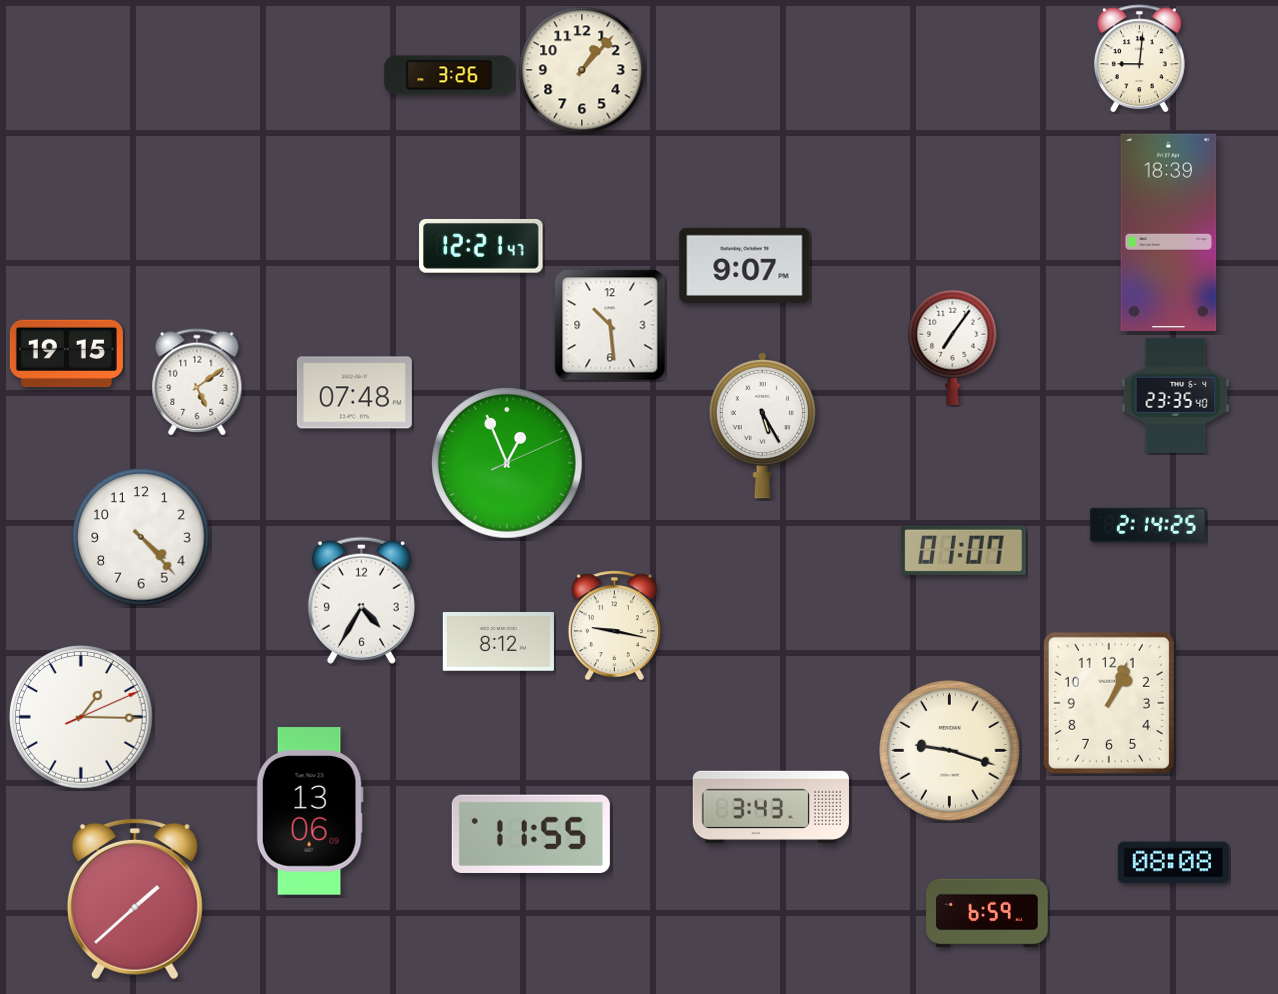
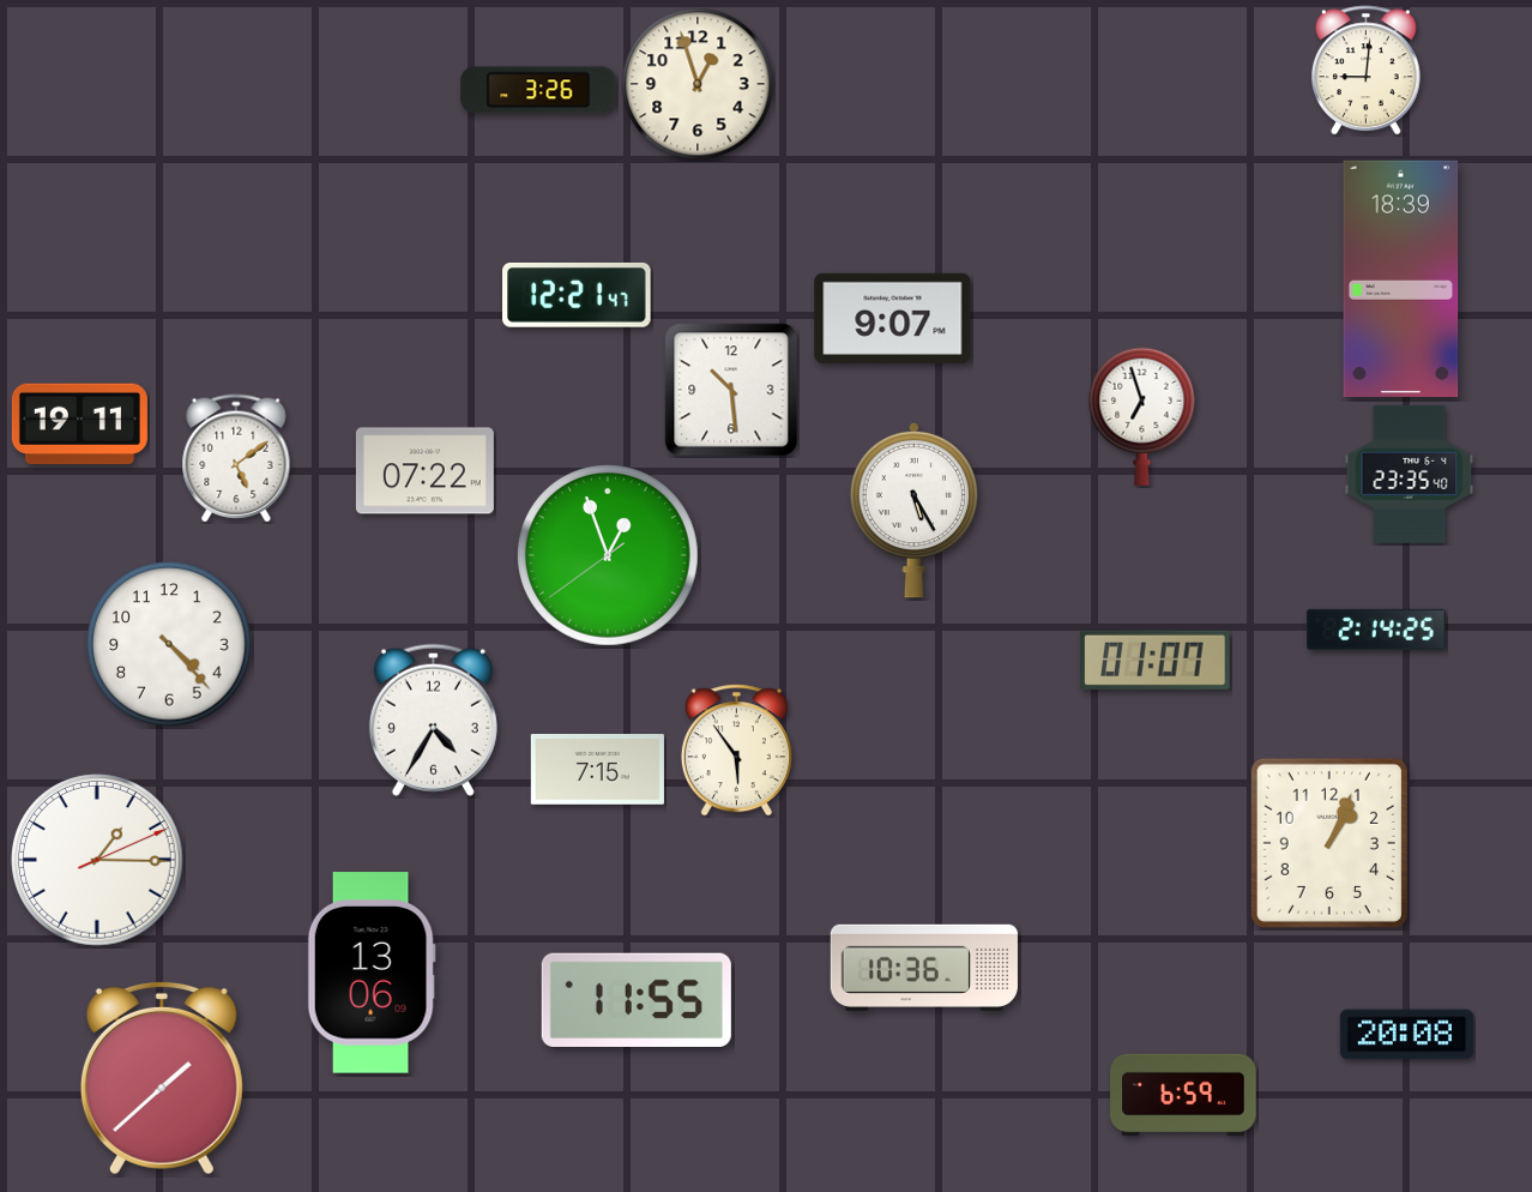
clock at (582, 70): 1:07 -> 12:57
clock at (953, 347): 7:06 -> 6:57
clock at (66, 354): 19:15 -> 19:11
clock at (354, 393): 07:48 -> 07:22
clock at (507, 463): 12:56:11 -> 12:56:39
clock at (614, 626): 9:17 -> 5:54
clock at (498, 642): 8:12 -> 7:15
clock at (950, 751): 9:18 -> none
clock at (771, 807): 3:43 -> 10:36
clock at (1173, 863): 08:08 -> 20:08
